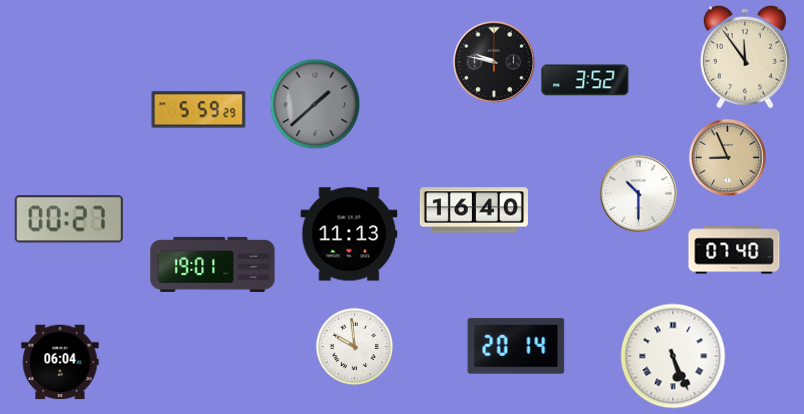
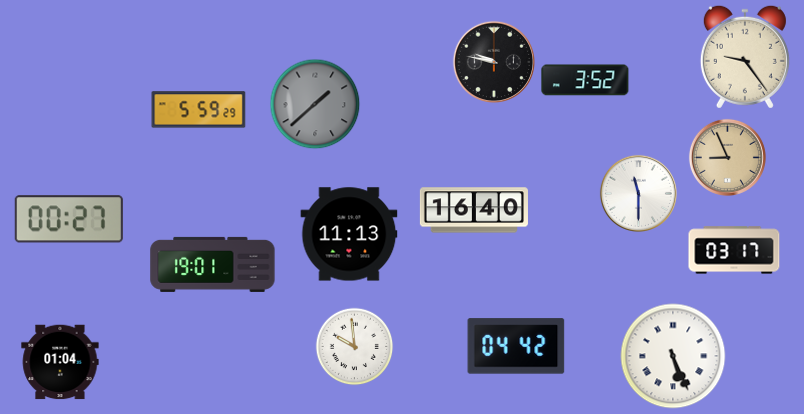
clock at (745, 57): 11:54 -> 9:24
clock at (638, 193): 10:30 -> 11:30
clock at (734, 250): 07:40 -> 03:17
clock at (516, 346): 20:14 -> 04:42
clock at (60, 362): 06:04 -> 01:04
